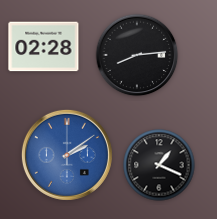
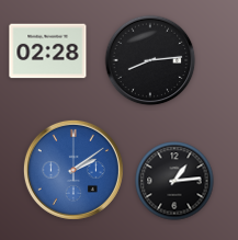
clock at (159, 165): 1:19 -> 1:14
